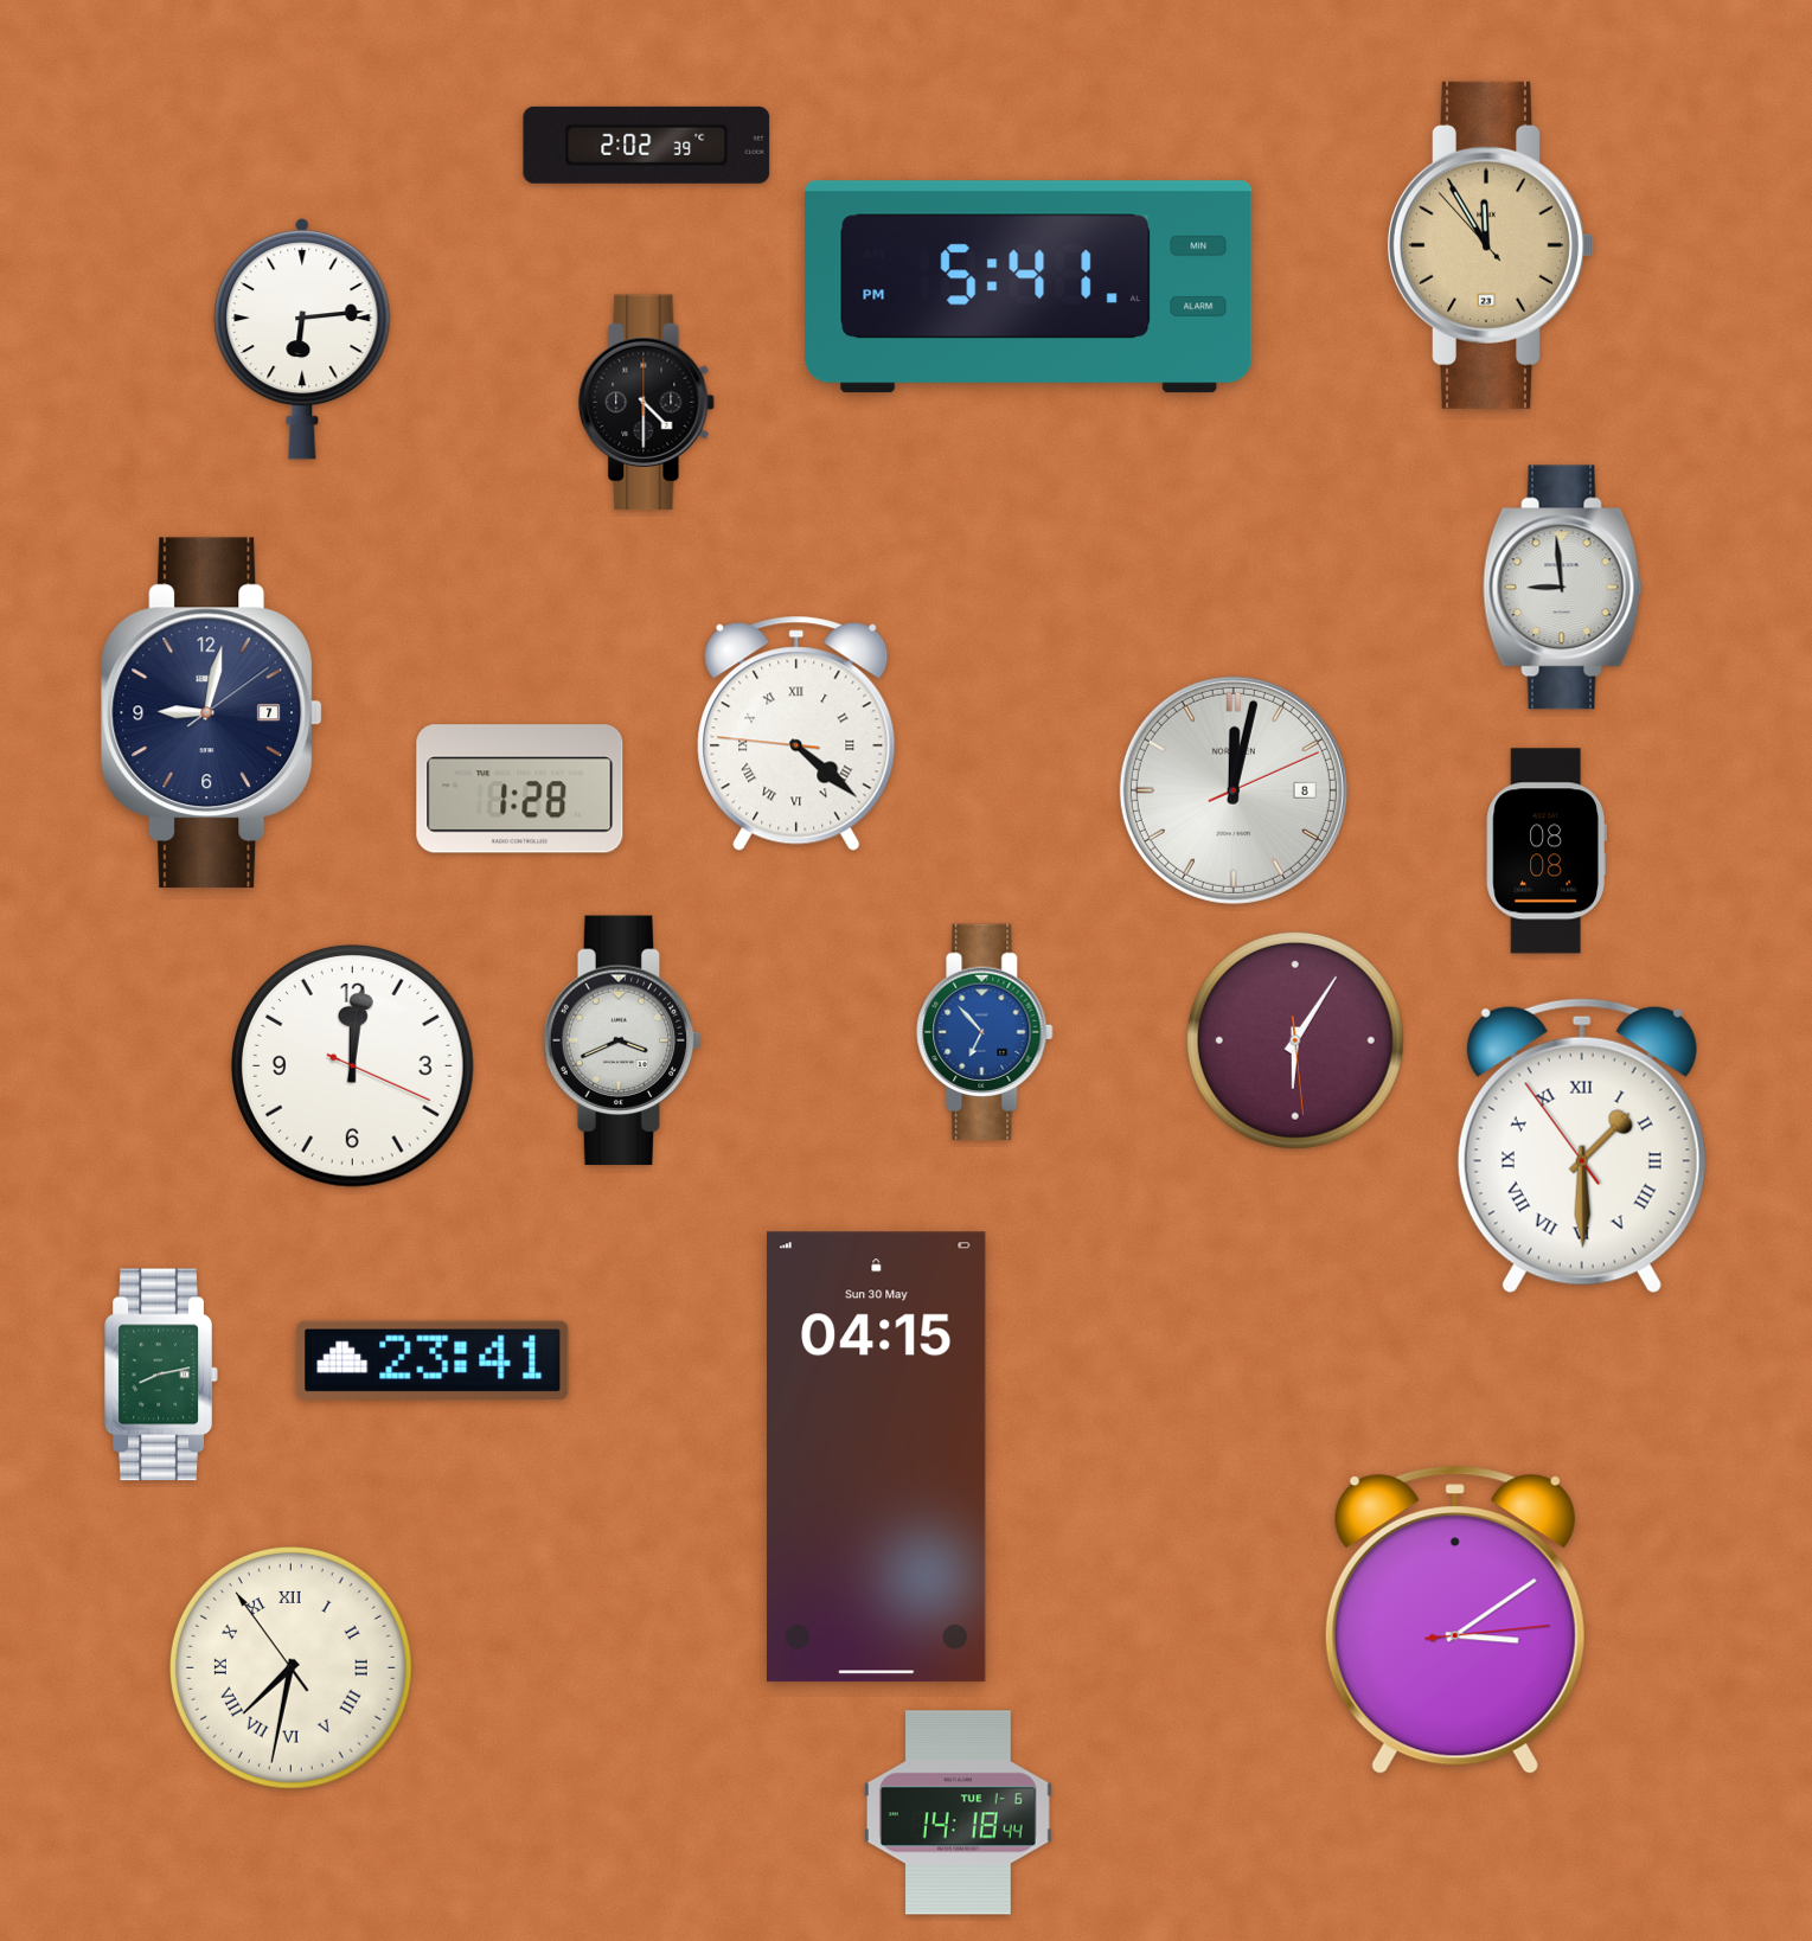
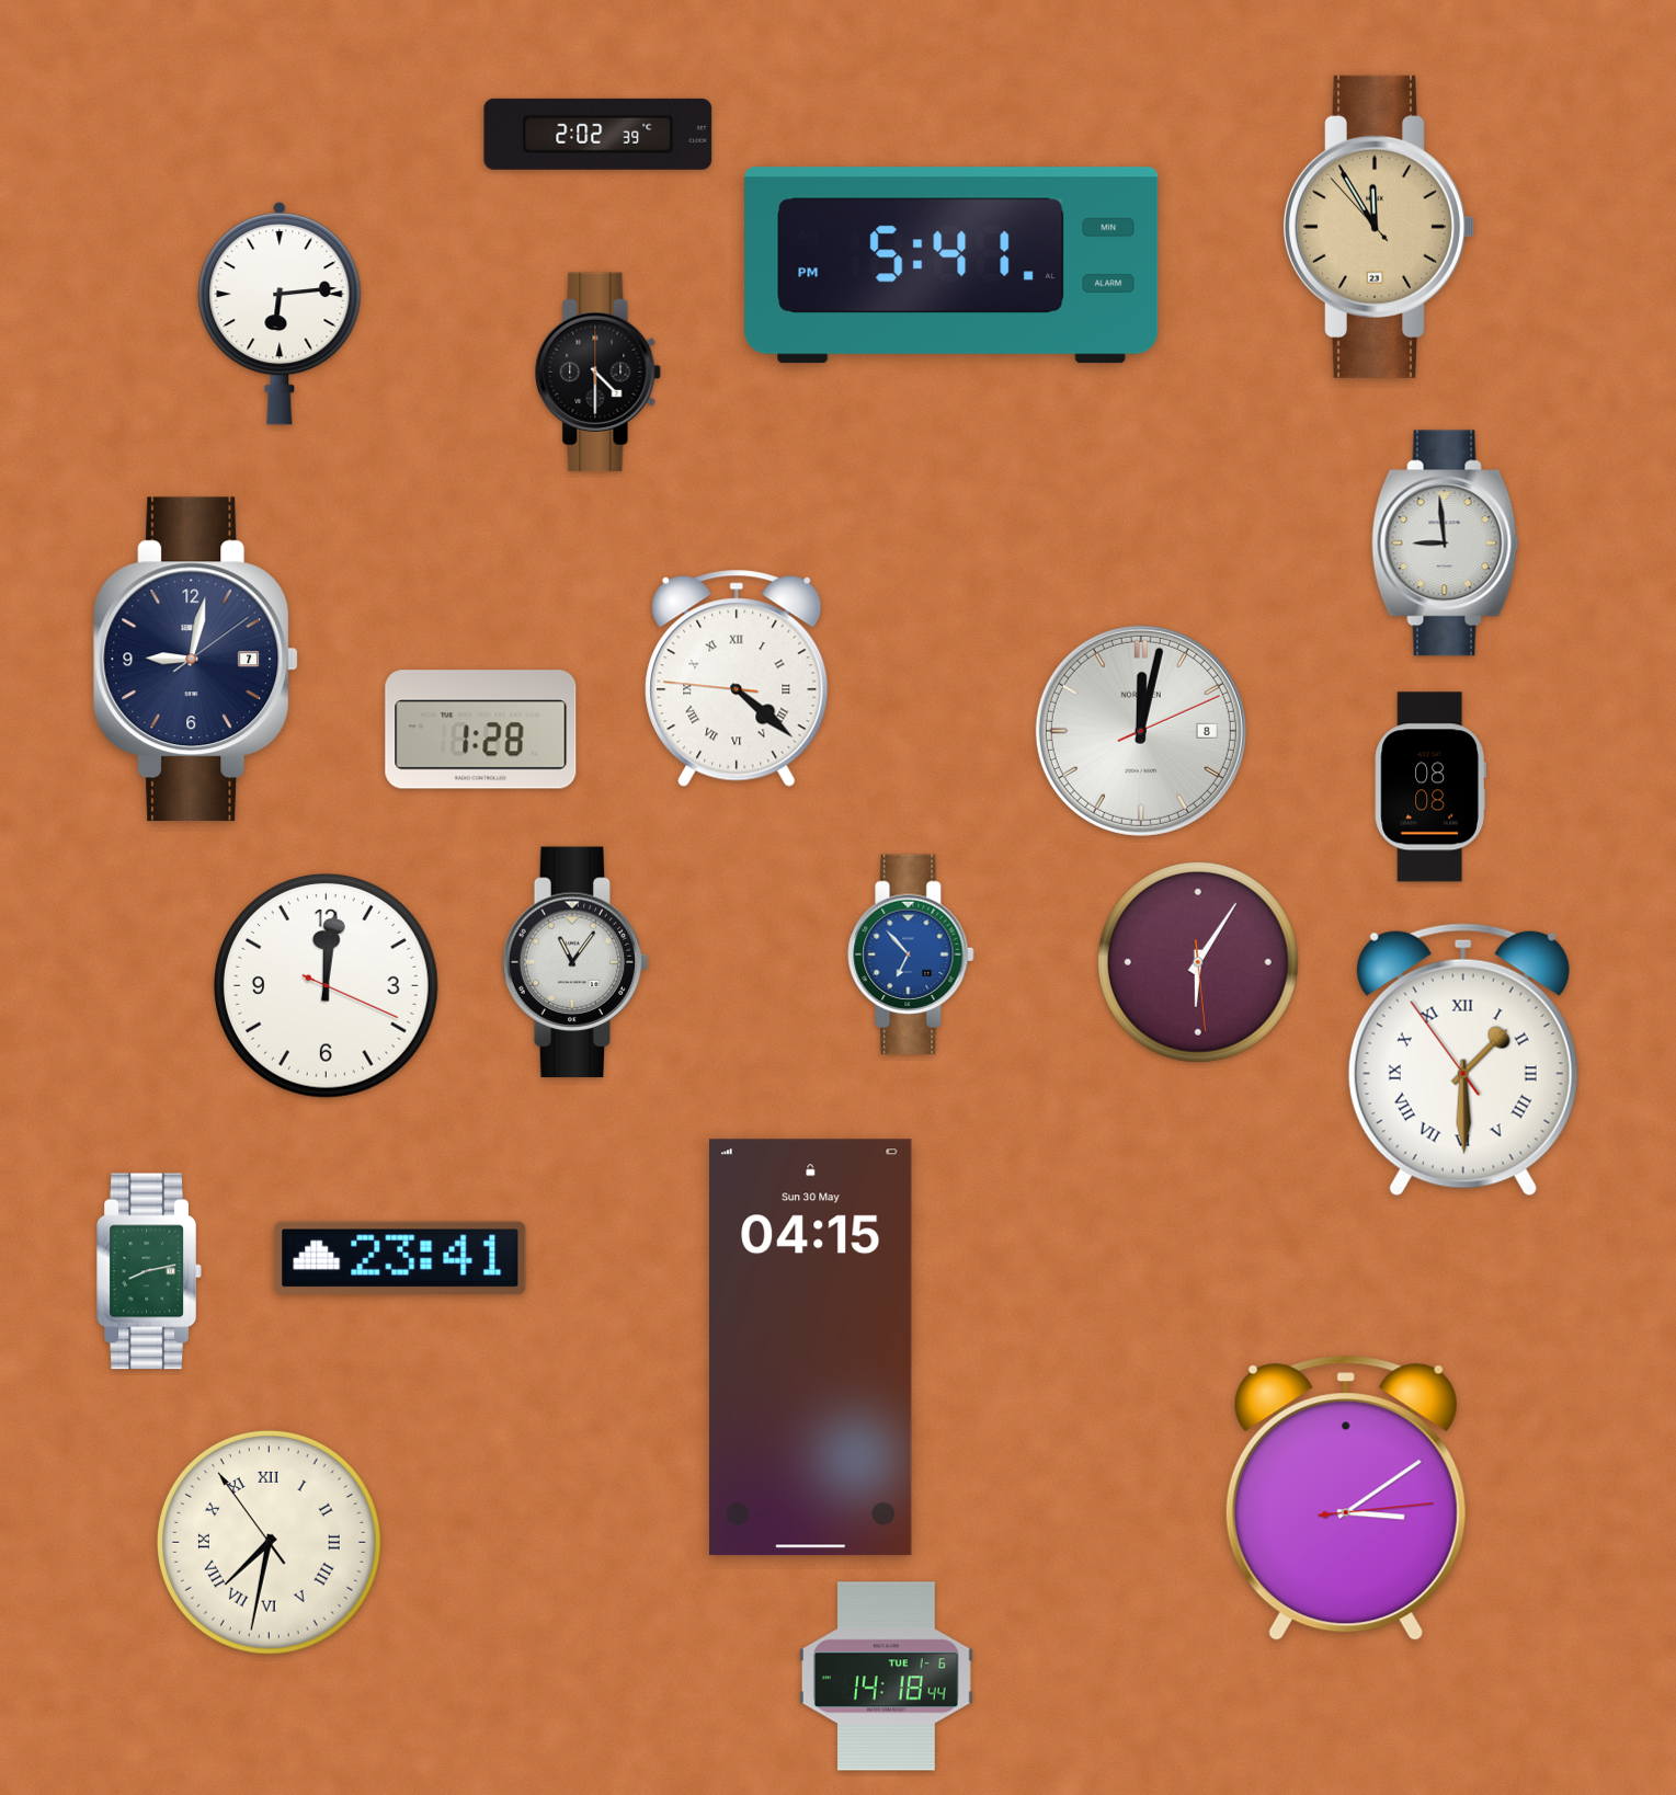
clock at (622, 1040): 3:41 -> 11:06
